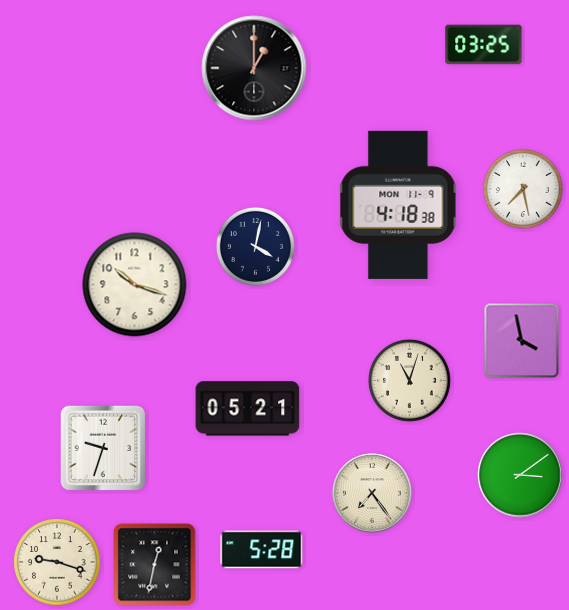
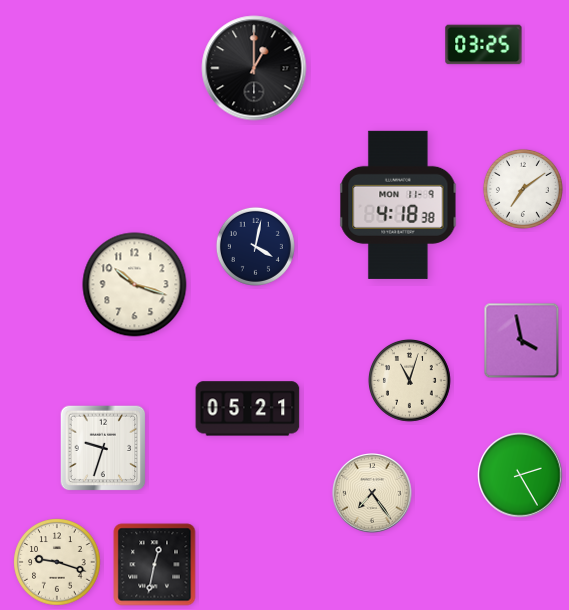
clock at (523, 189): 7:28 -> 7:09
clock at (520, 475): 3:09 -> 2:25
clock at (262, 550): 5:28 -> none
